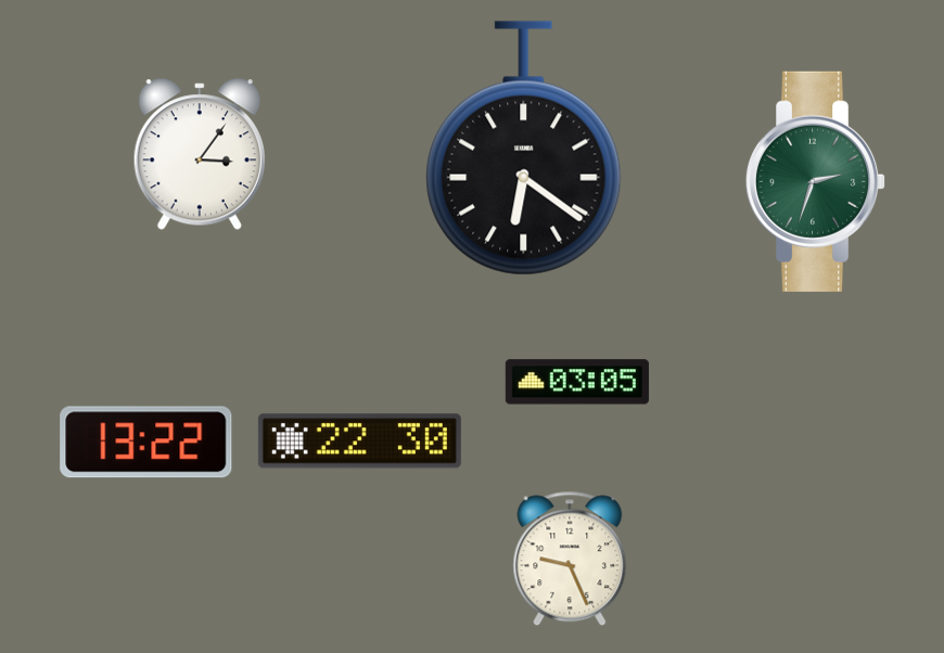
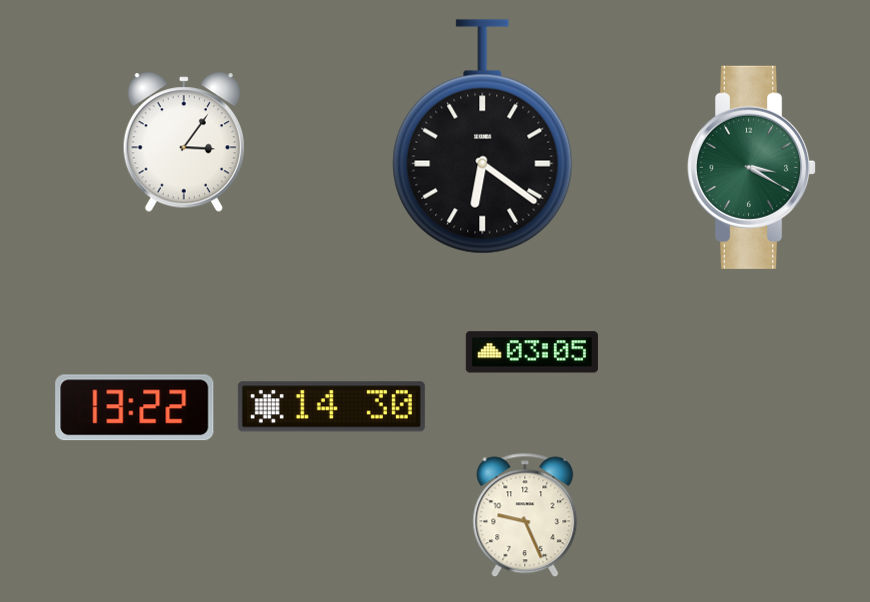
clock at (816, 181): 2:33 -> 3:20
clock at (359, 441): 22:30 -> 14:30
